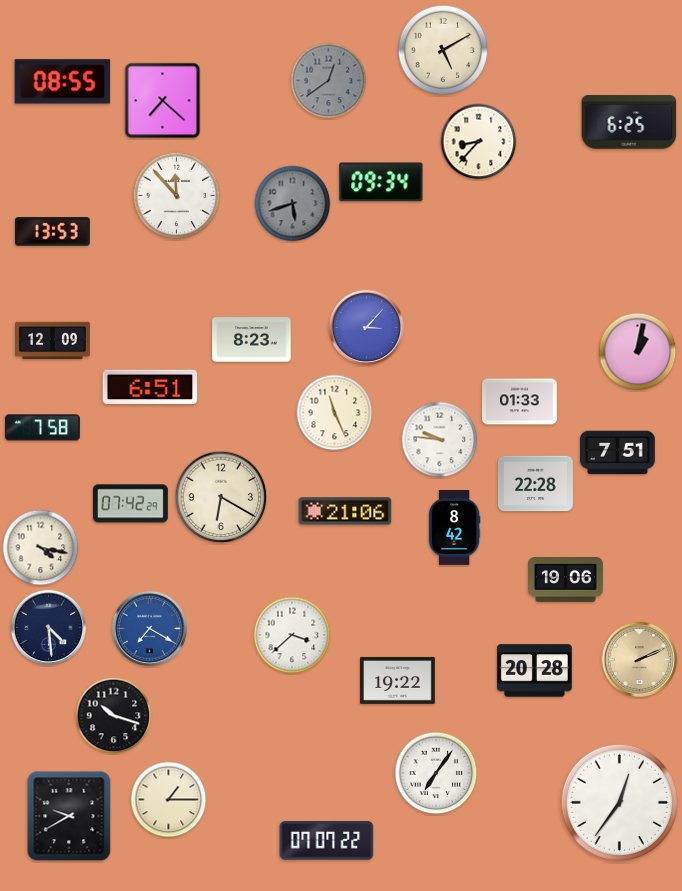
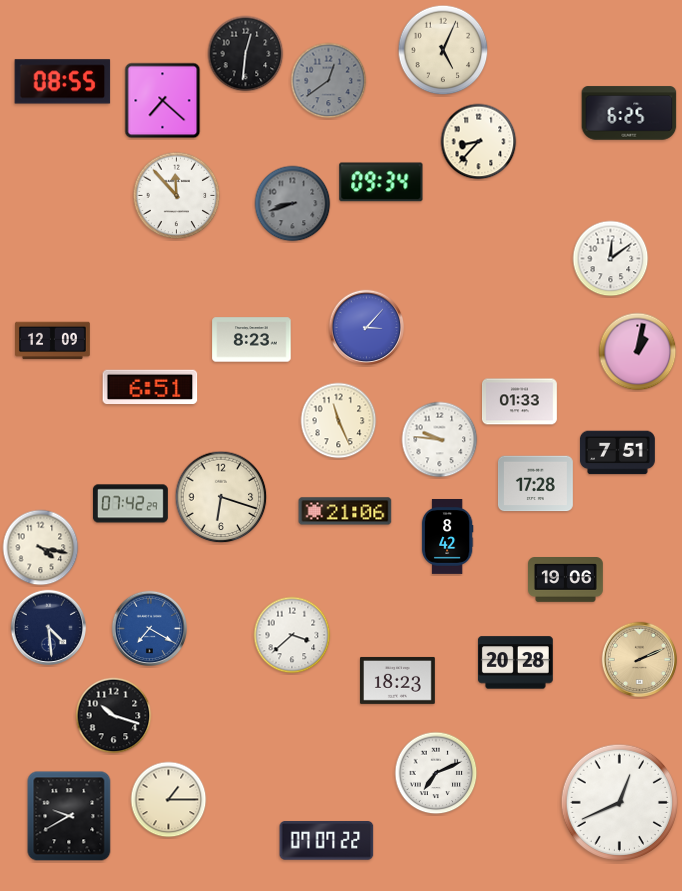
clock at (443, 50): 5:10 -> 5:04
clock at (246, 54): none -> 12:31
clock at (629, 122) position: (629, 122) -> (629, 113)
clock at (293, 204): 5:42 -> 8:42
clock at (52, 232): 13:53 -> none
clock at (611, 259): none -> 12:09
clock at (335, 413) position: (335, 413) -> (339, 421)
clock at (42, 428): 7:58 -> none
clock at (535, 484): 22:28 -> 17:28
clock at (221, 497): 6:20 -> 6:18
clock at (454, 528) position: (454, 528) -> (447, 537)
clock at (534, 671) position: (534, 671) -> (515, 663)
clock at (397, 680): 19:22 -> 18:23
clock at (436, 773): 7:06 -> 7:11
clock at (619, 802): 12:36 -> 12:41
